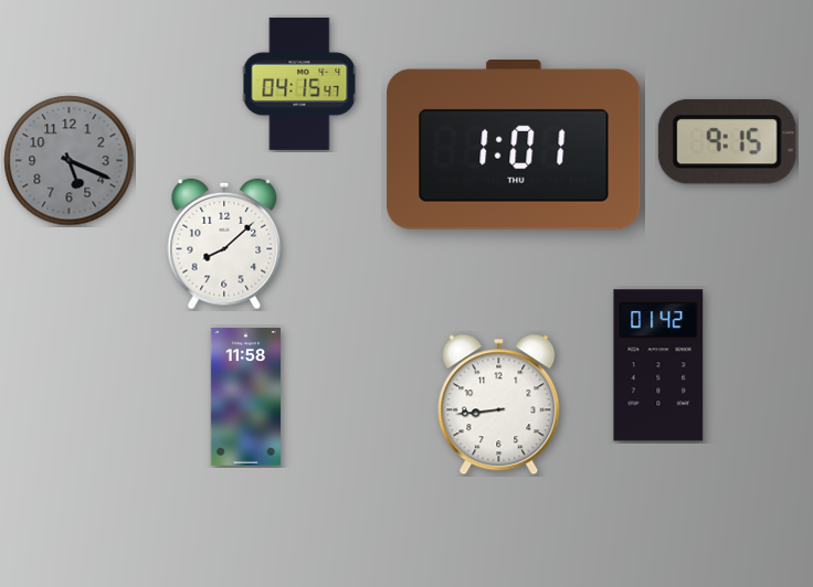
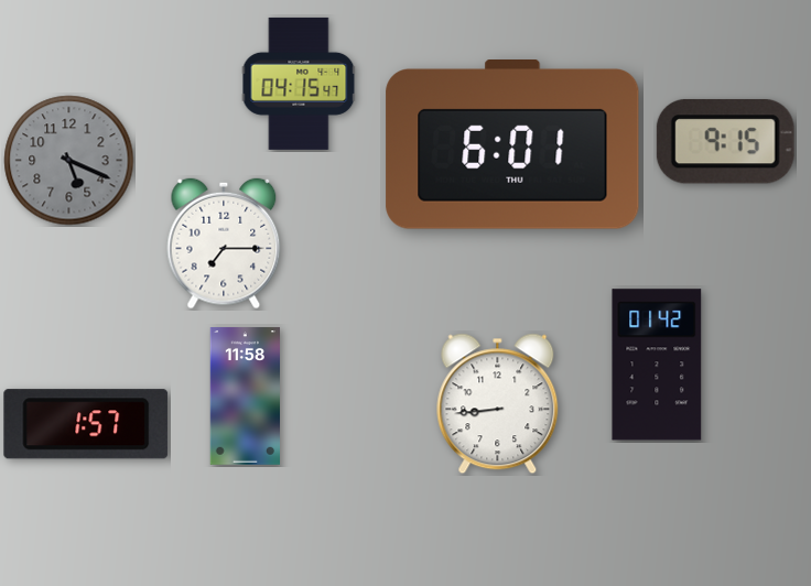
clock at (514, 145): 1:01 -> 6:01
clock at (224, 244): 8:08 -> 7:15
clock at (86, 424): none -> 1:57
